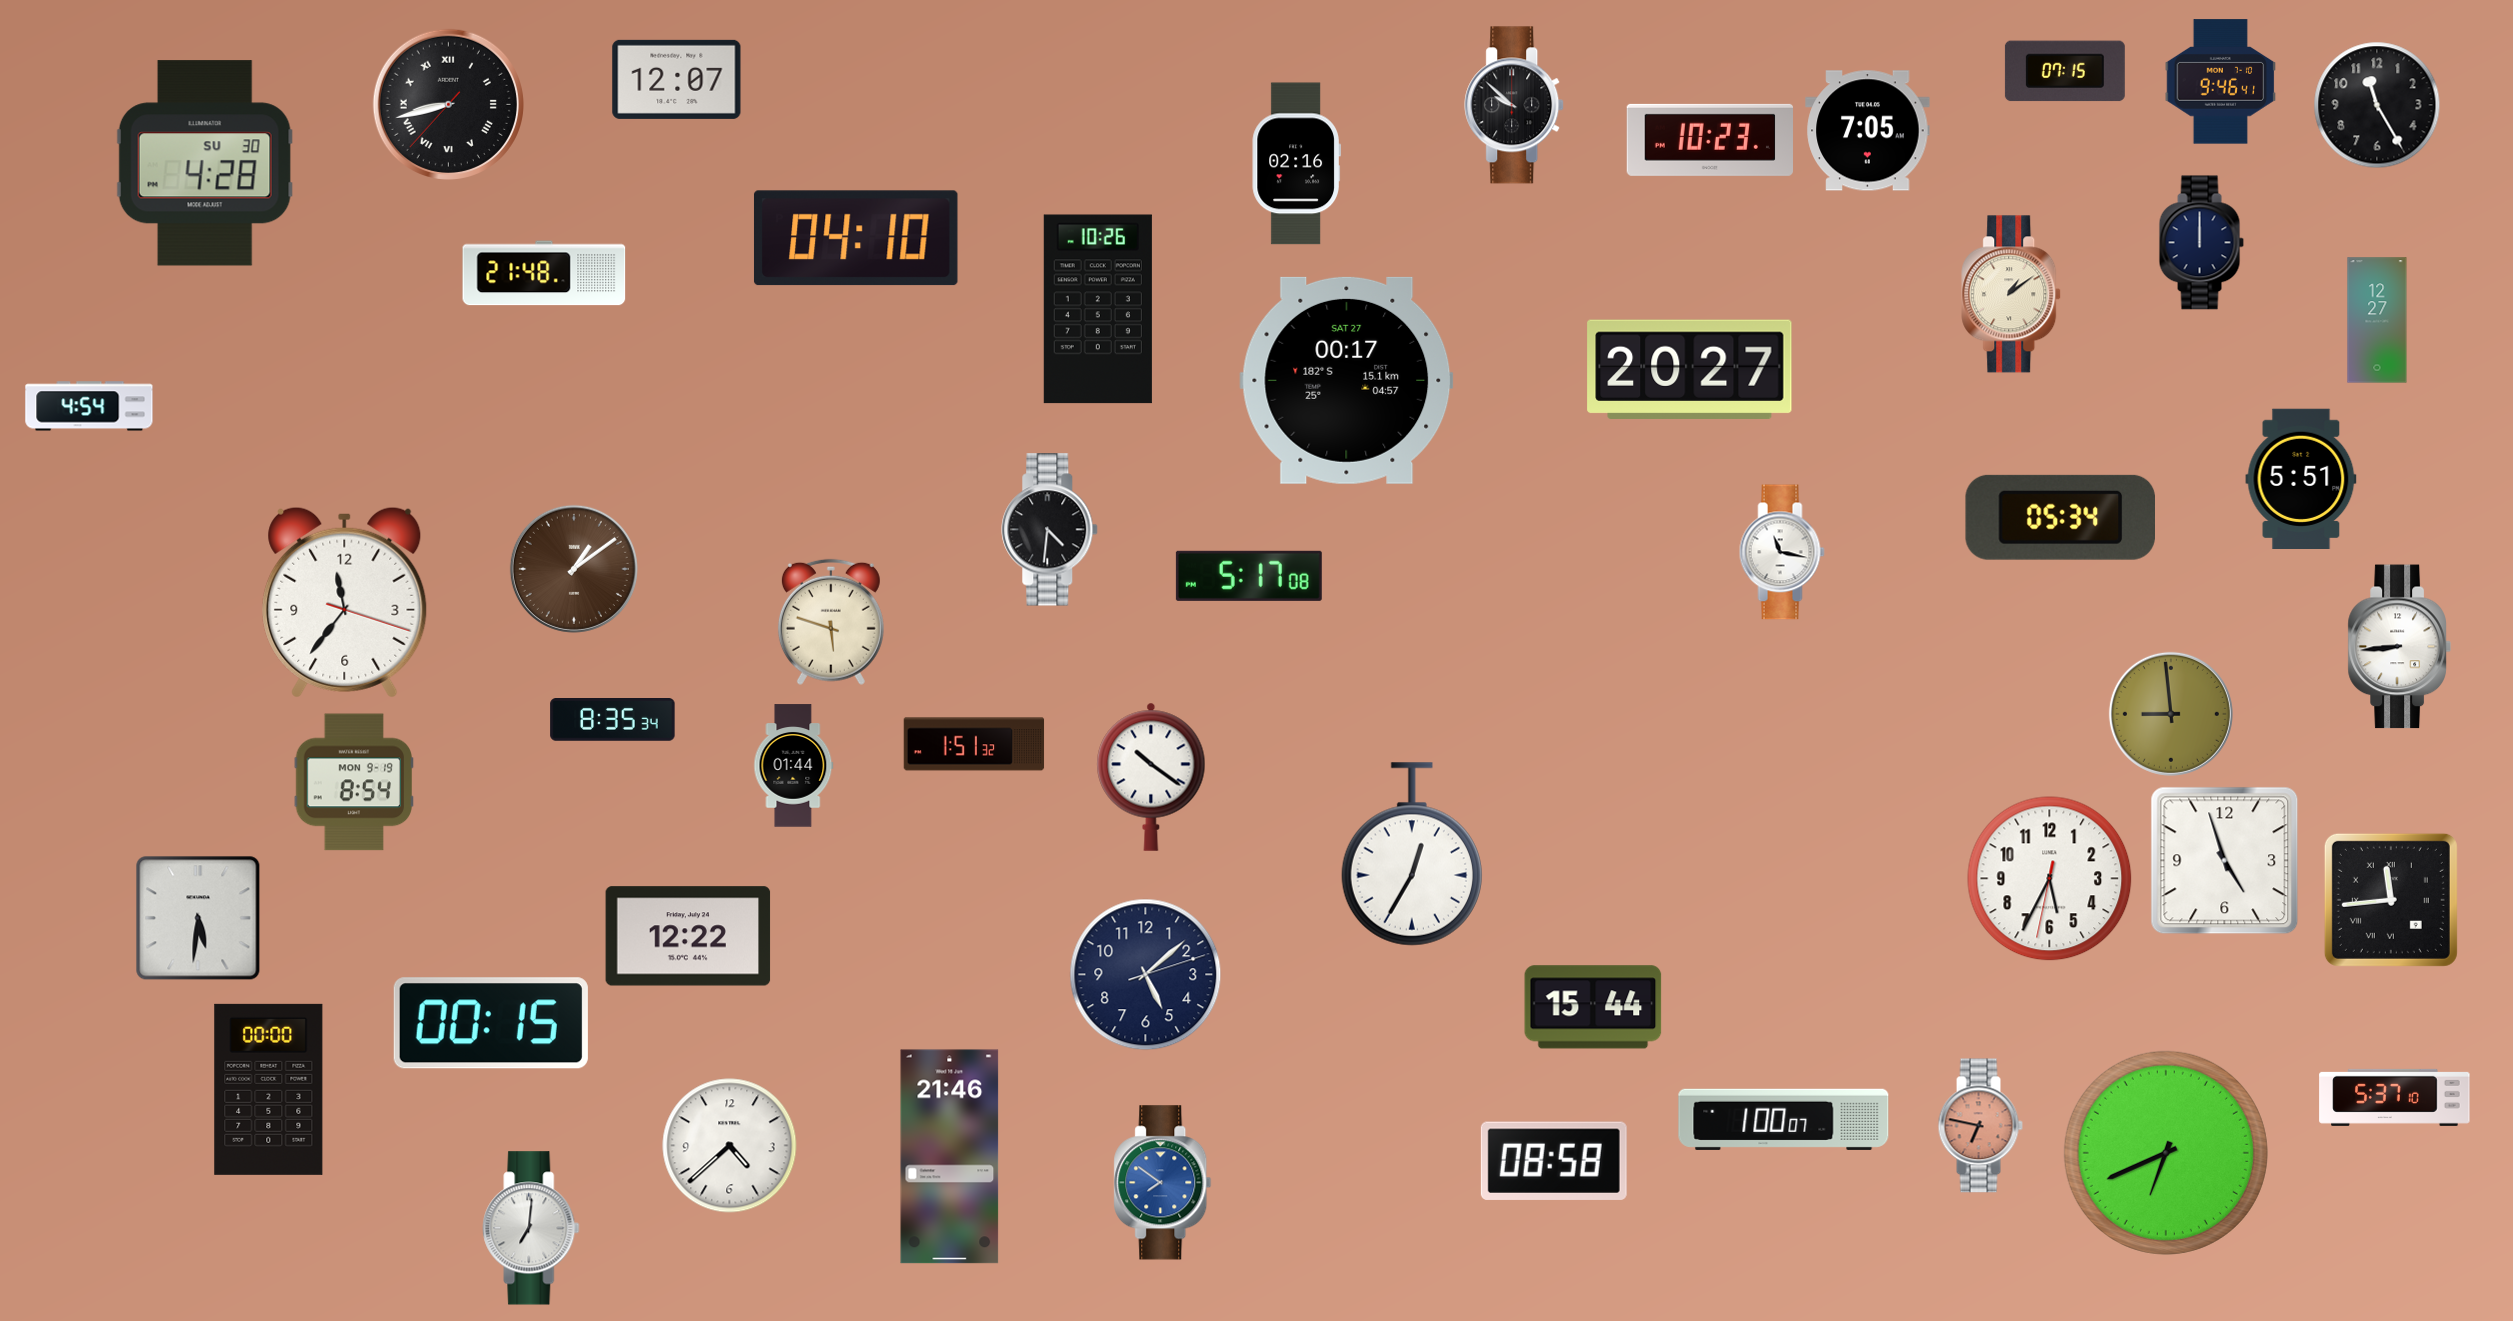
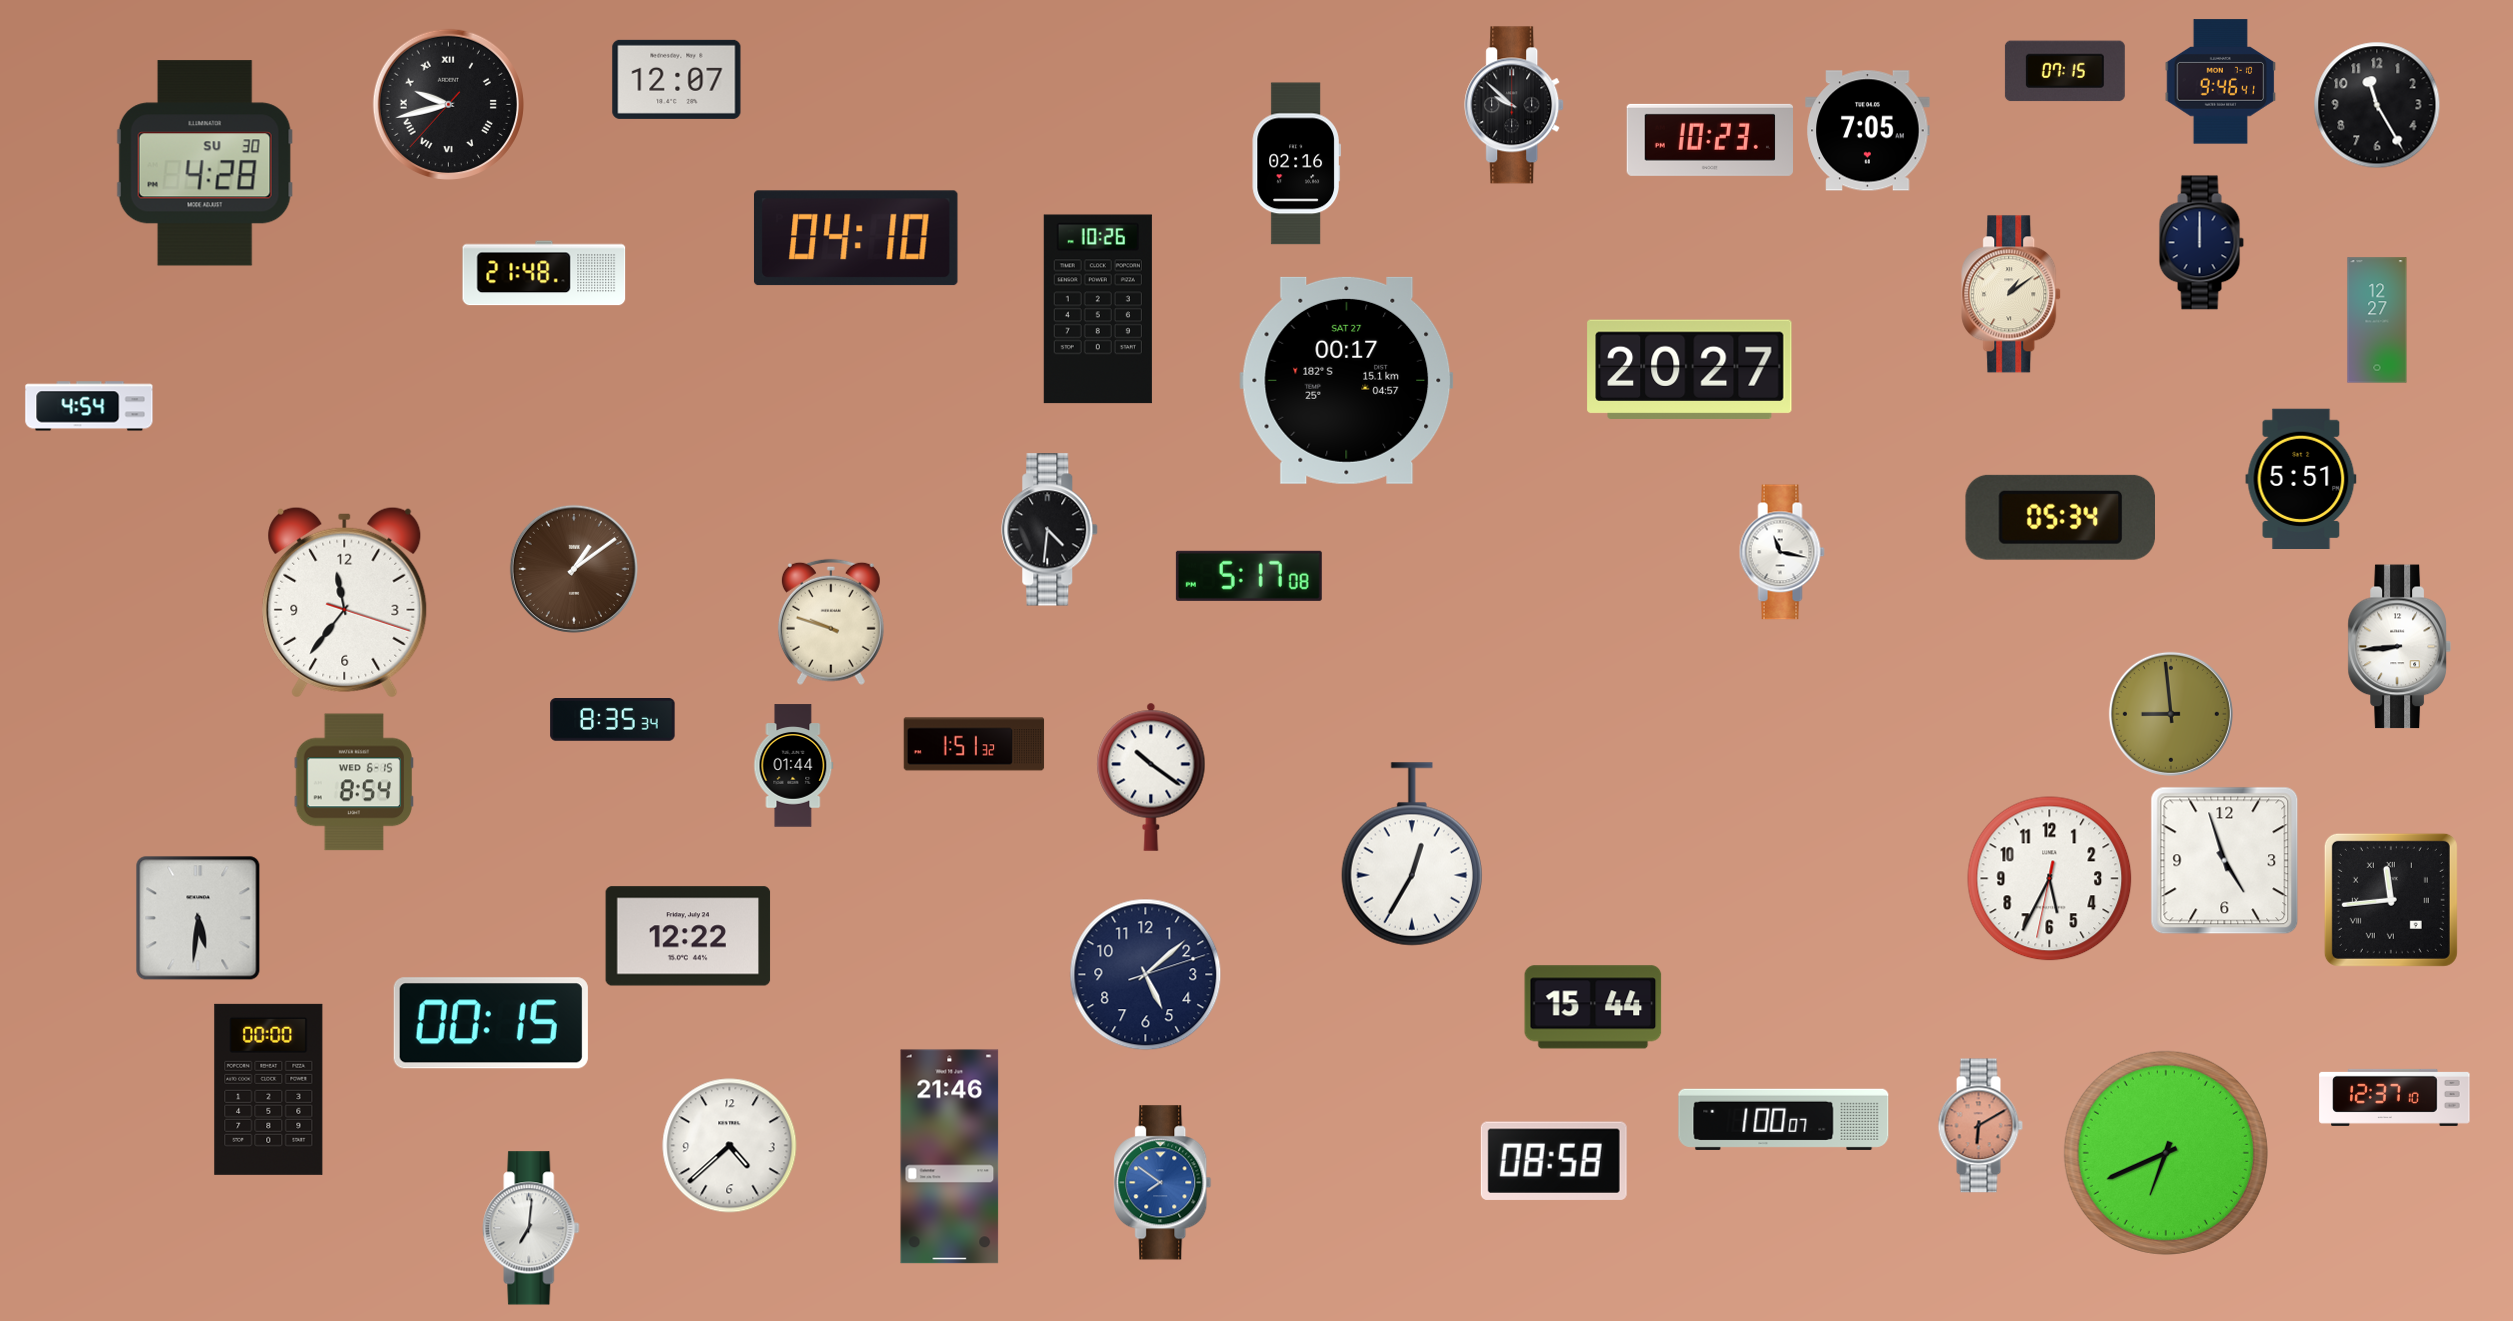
clock at (448, 104): 8:42 -> 9:42
clock at (831, 622): 5:48 -> 9:48
clock at (354, 782) date: MON 9-19 -> WED 6-15
clock at (2395, 1097): 5:37 -> 12:37
clock at (1980, 1126): 6:47 -> 6:10
